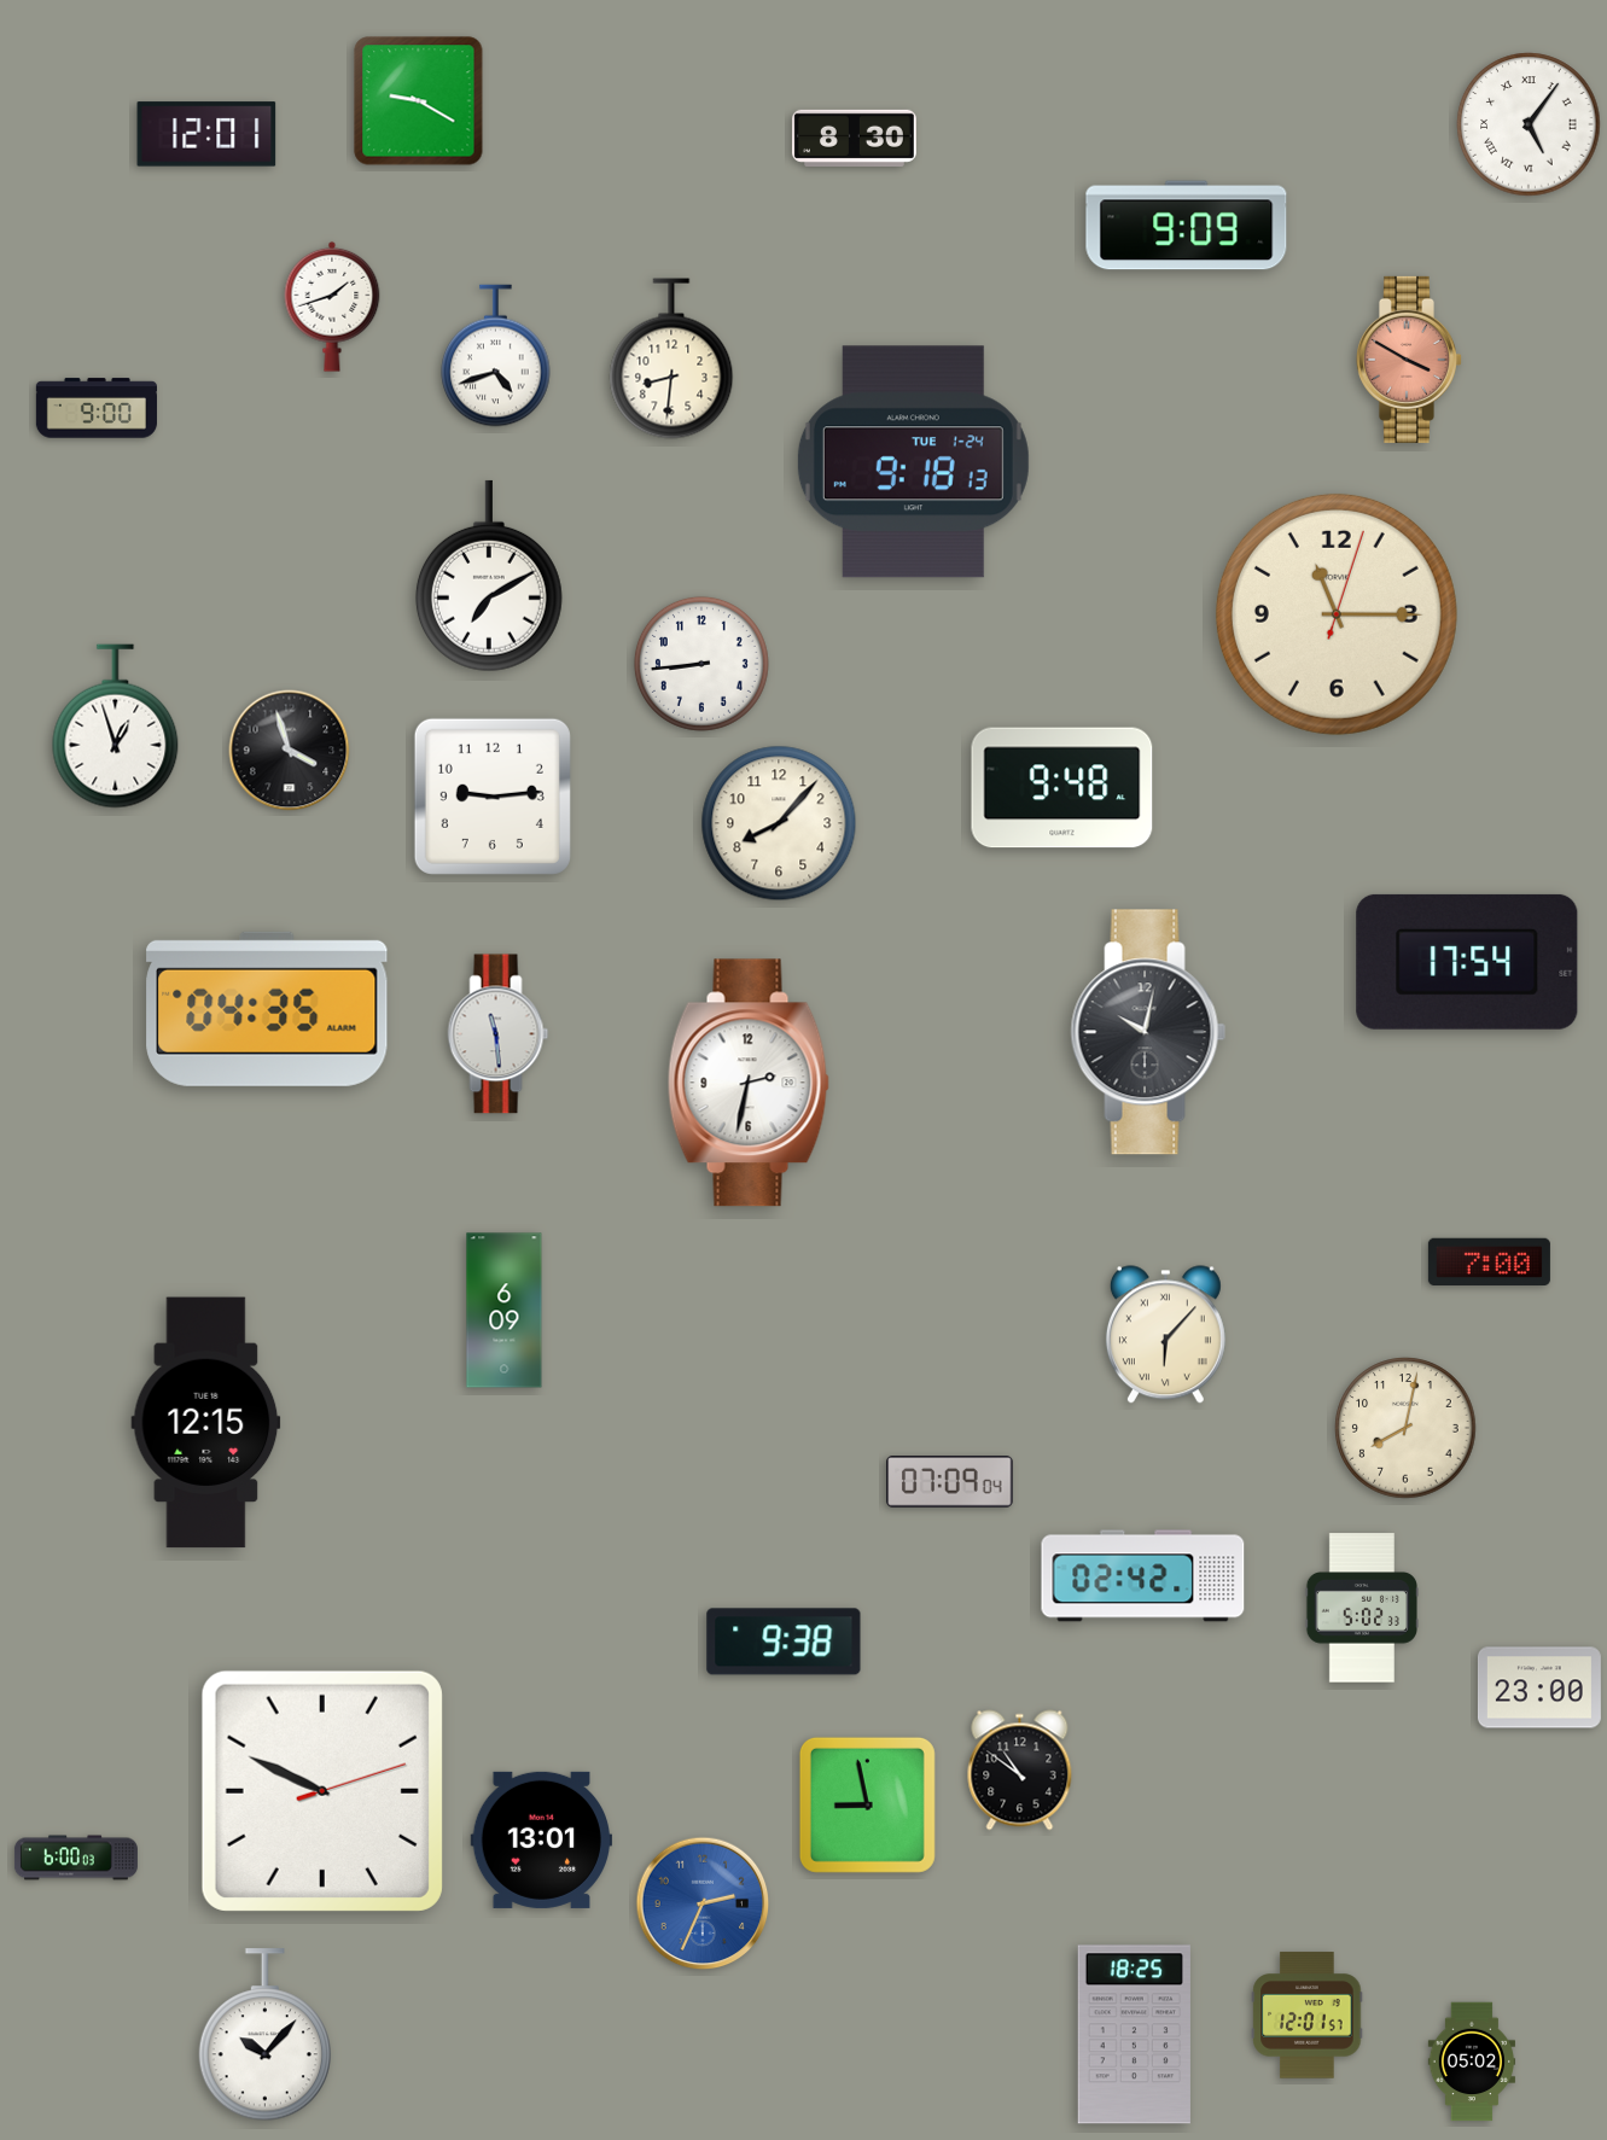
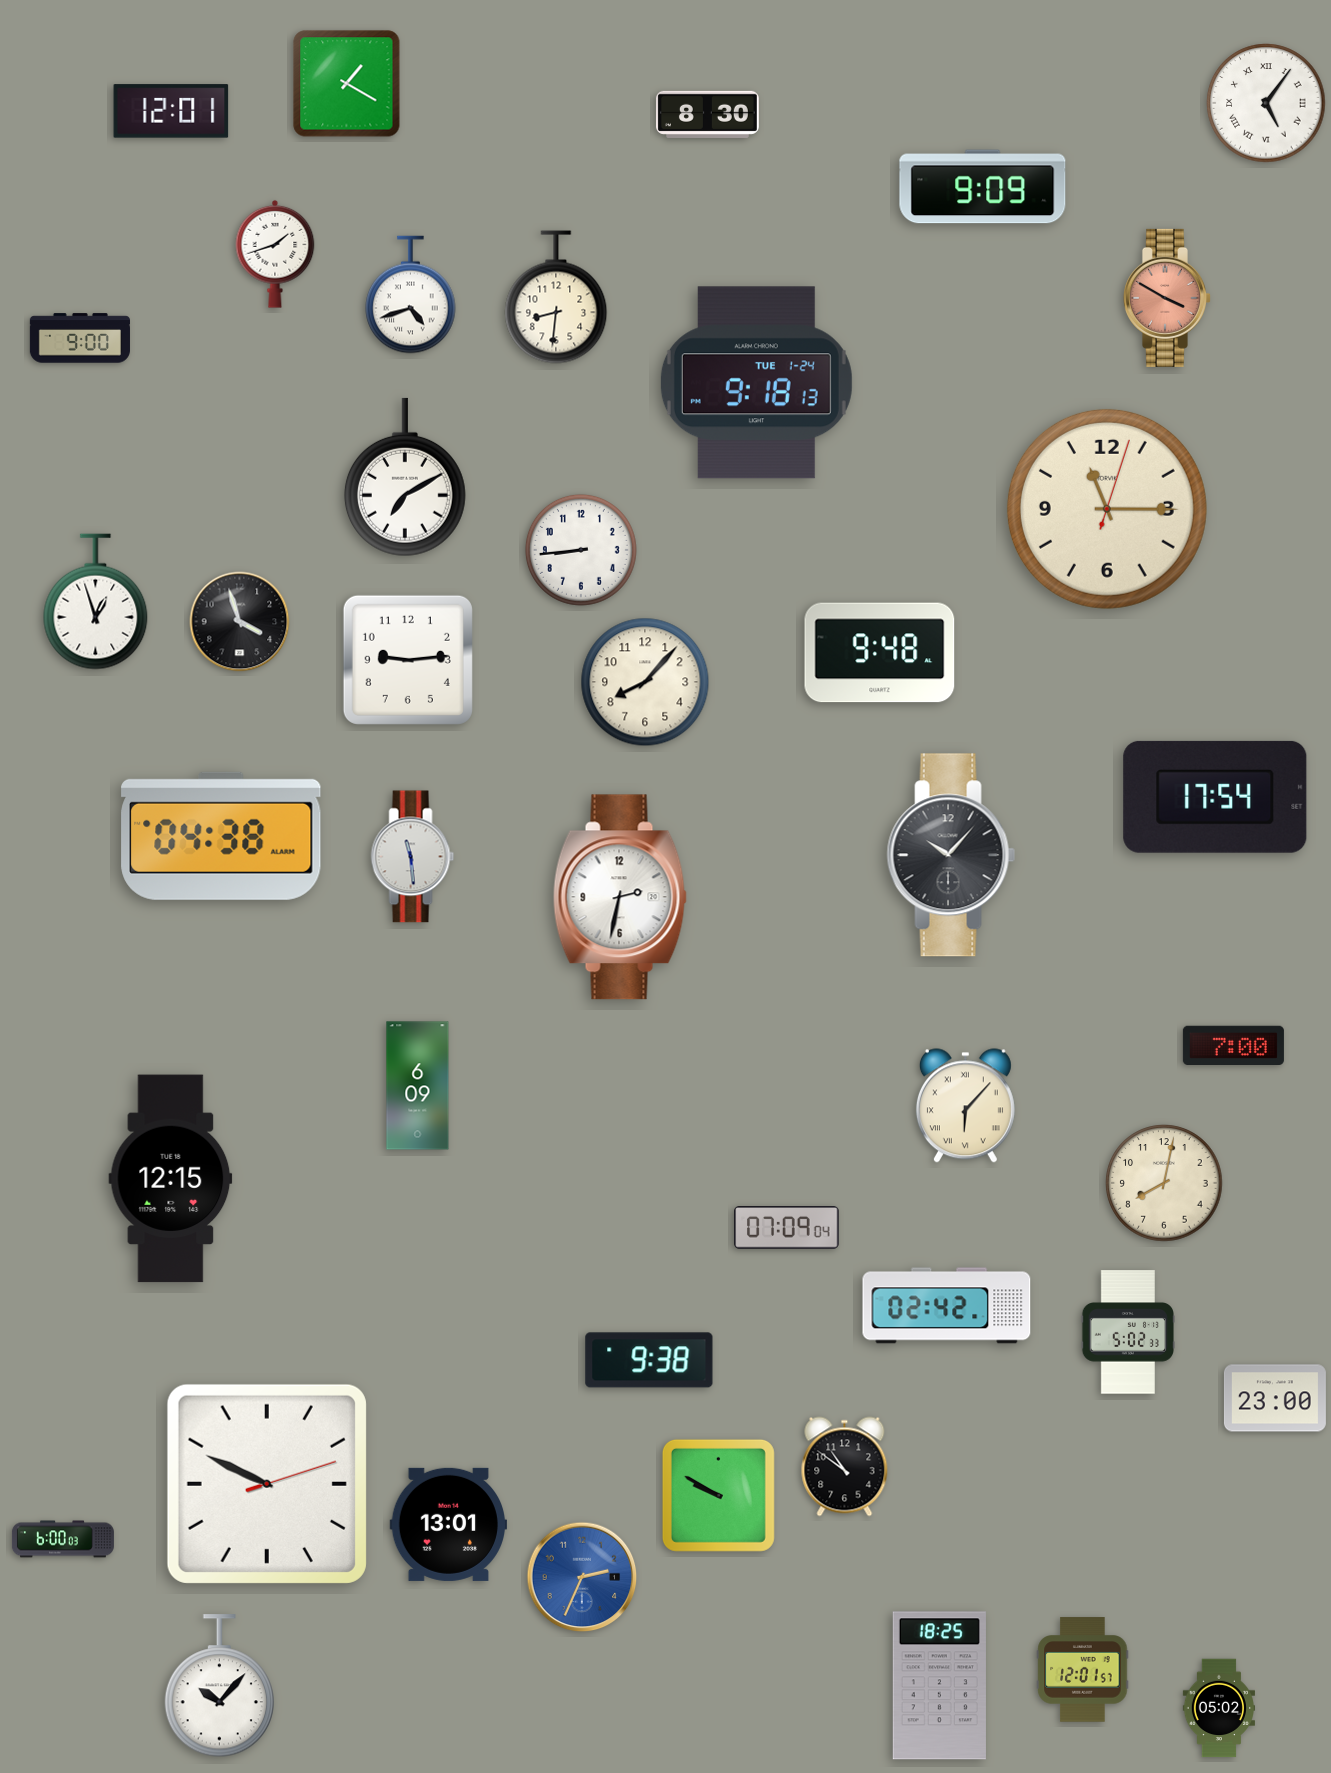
clock at (419, 101): 9:20 -> 1:20
clock at (267, 1009): 04:35 -> 04:38
clock at (1148, 1032): 10:02 -> 10:07
clock at (867, 1804): 8:58 -> 9:50
